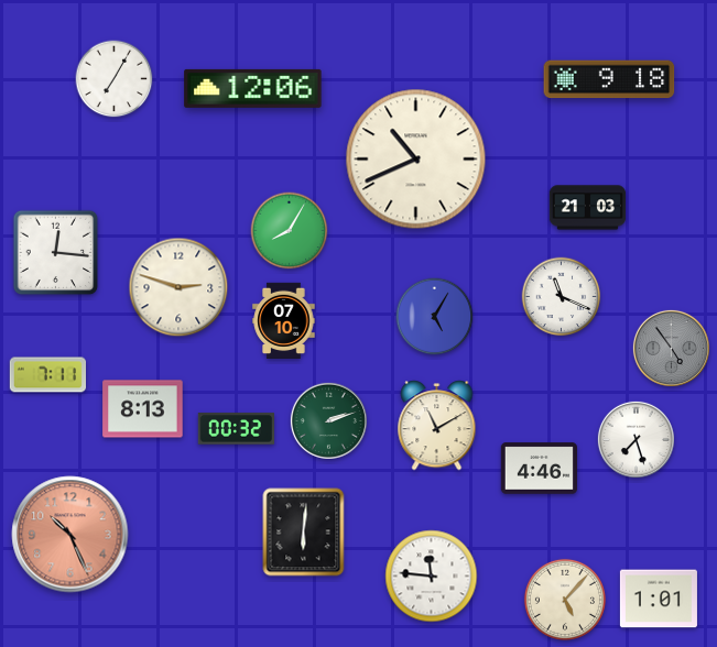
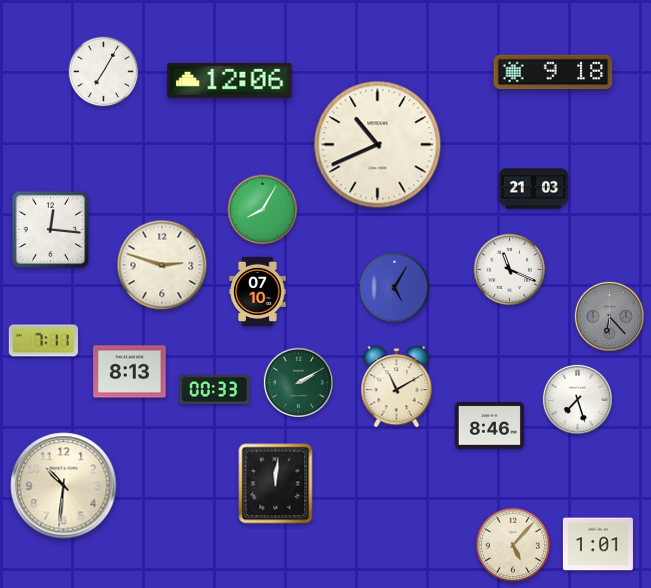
clock at (178, 287) position: (178, 287) -> (162, 265)
clock at (671, 348): 4:54 -> 6:23
clock at (328, 420): 2:12 -> 2:10
clock at (236, 429): 00:32 -> 00:33
clock at (539, 469): 4:46 -> 8:46
clock at (304, 533): 6:01 -> 12:01
clock at (70, 535): 10:26 -> 10:31
clock at (70, 535) dial: salmon -> cream
clock at (432, 577): 11:46 -> none
